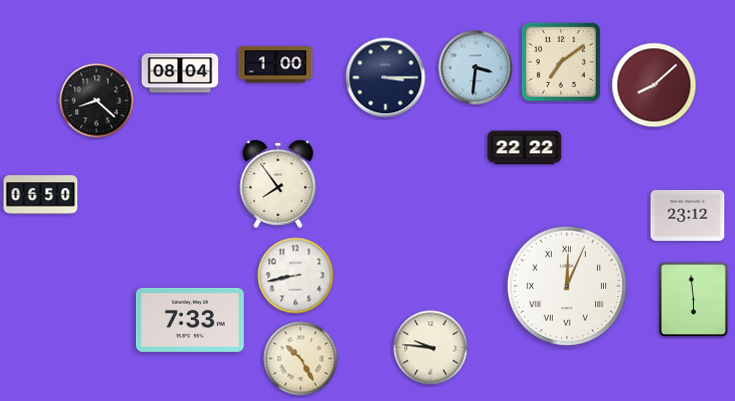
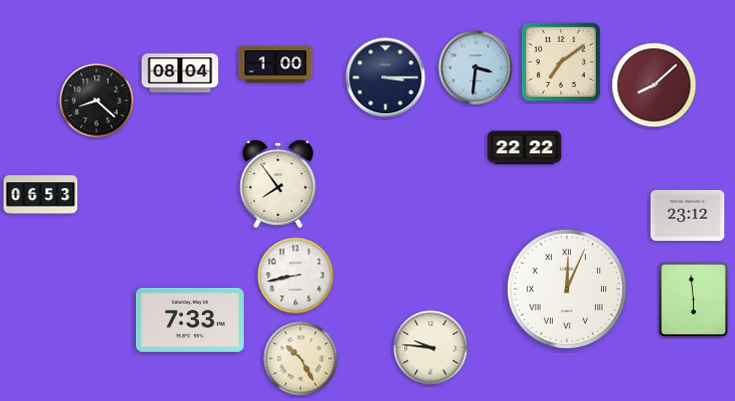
clock at (41, 195): 06:50 -> 06:53
clock at (567, 286) position: (567, 286) -> (567, 289)
